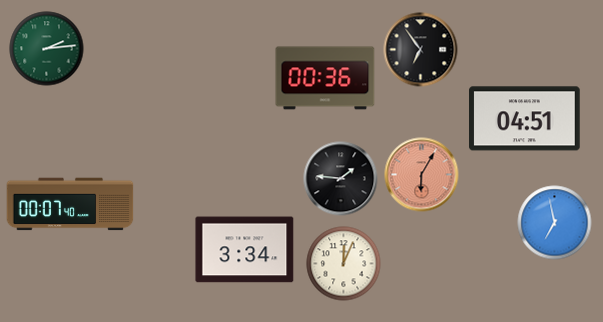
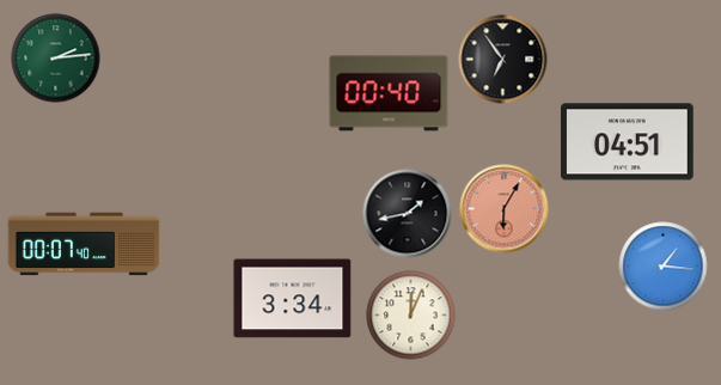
clock at (325, 78): 00:36 -> 00:40
clock at (341, 179): 1:46 -> 1:43
clock at (555, 223): 6:58 -> 1:16
